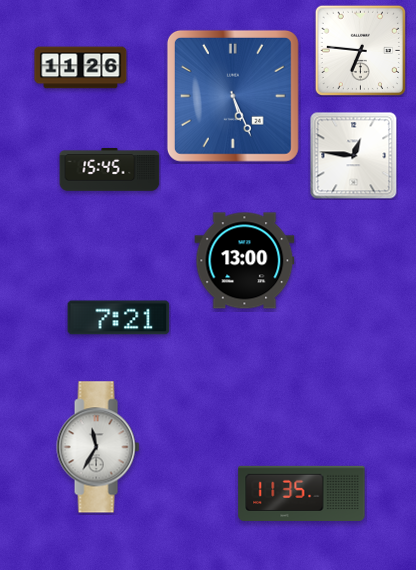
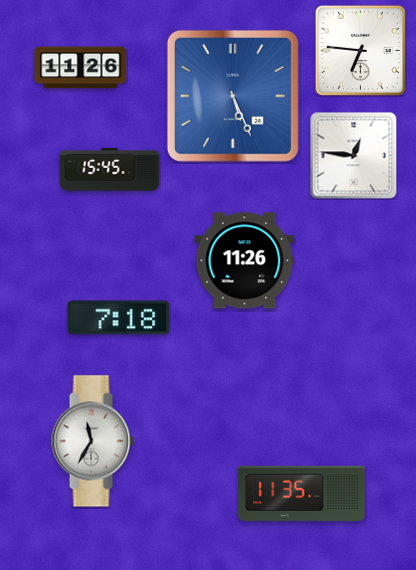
clock at (245, 261): 13:00 -> 11:26
clock at (119, 318): 7:21 -> 7:18
clock at (98, 447) position: (98, 447) -> (93, 441)
